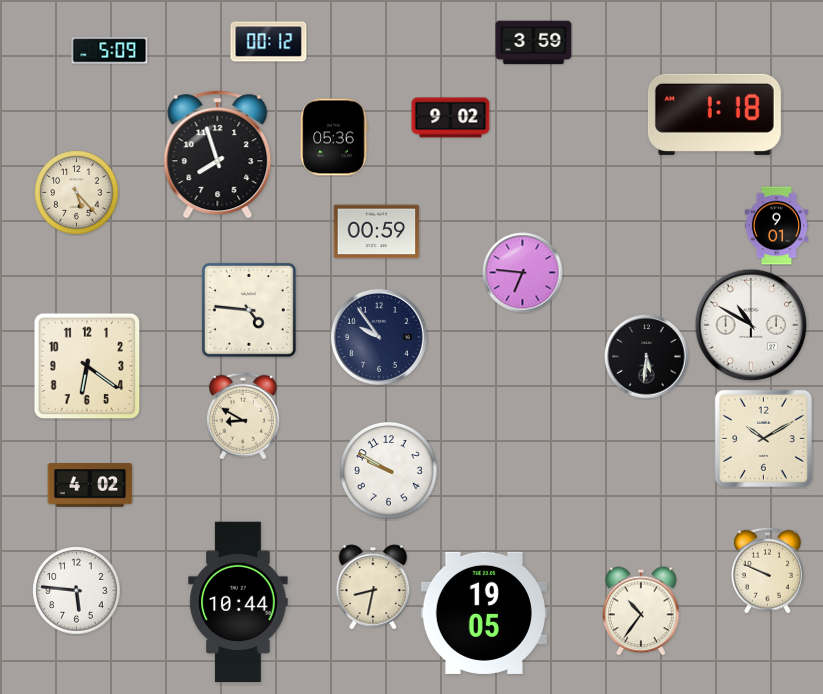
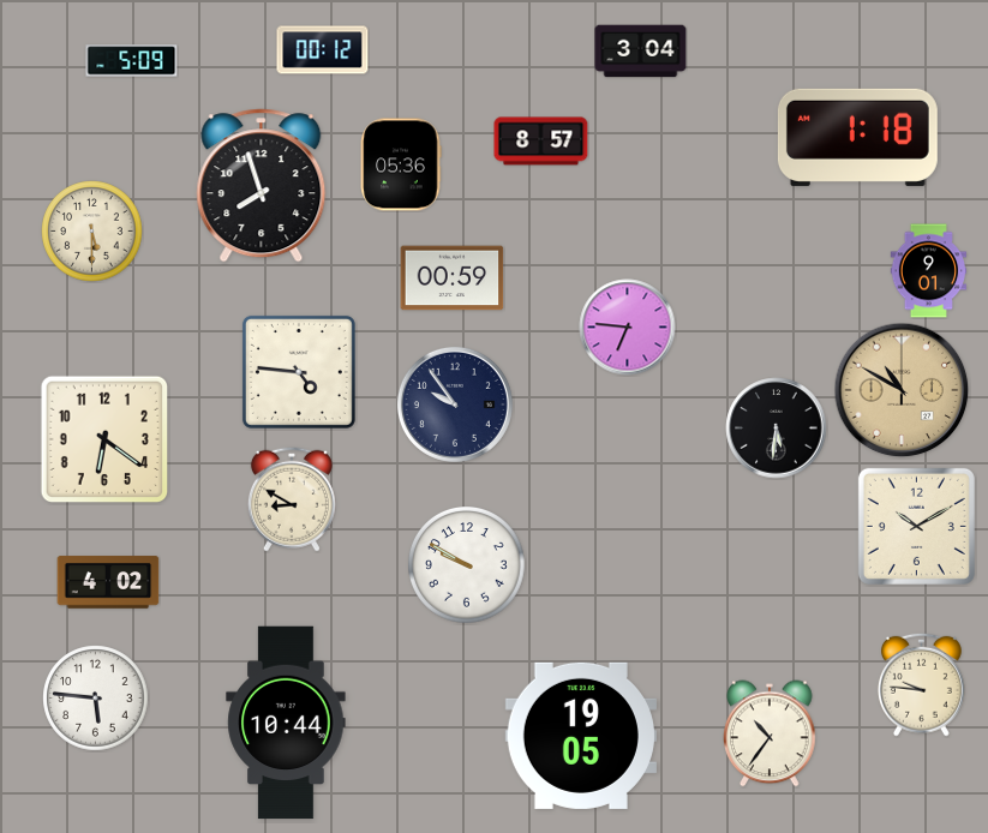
clock at (534, 43): 3:59 -> 3:04
clock at (451, 118): 9:02 -> 8:57
clock at (77, 193): 5:23 -> 5:30
clock at (776, 226) position: (776, 226) -> (928, 271)
clock at (751, 325) dial: white -> champagne
clock at (767, 570): 9:49 -> 9:46
clock at (373, 587): 8:32 -> none
clock at (77, 591) position: (77, 591) -> (96, 699)
